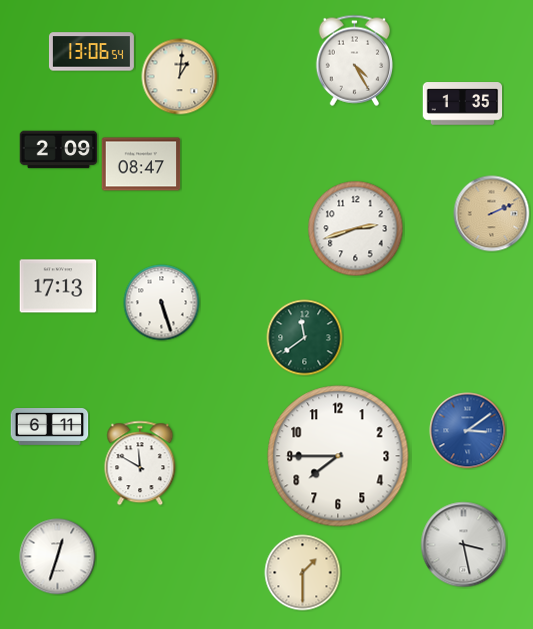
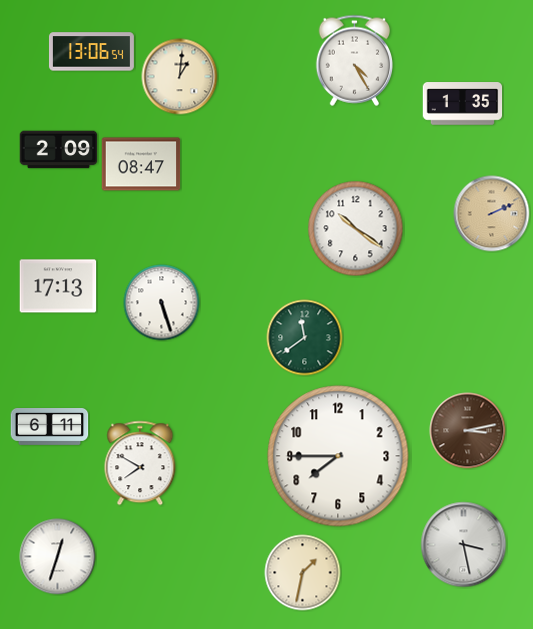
clock at (356, 229): 2:42 -> 10:21
clock at (468, 431): 3:09 -> 3:13
clock at (468, 431) dial: blue -> brown
clock at (140, 463): 11:50 -> 7:50
clock at (303, 573): 1:30 -> 1:32
